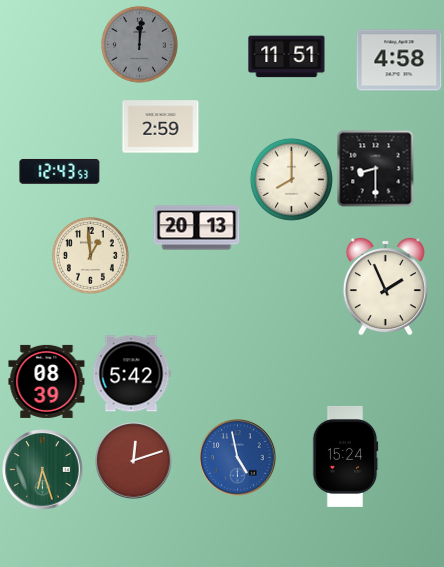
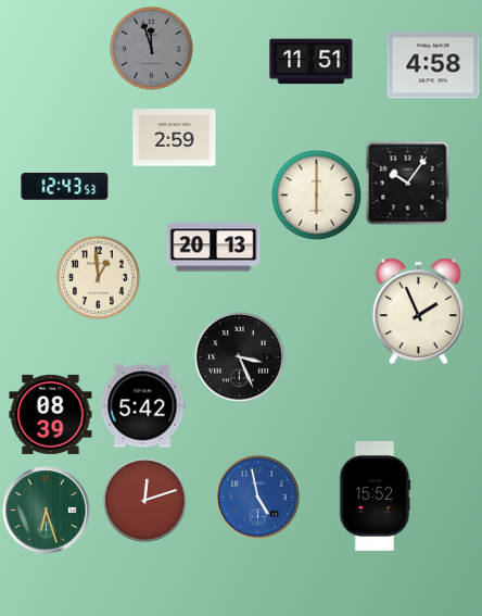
clock at (140, 45): 12:01 -> 11:57
clock at (375, 168): 8:30 -> 10:06
clock at (291, 179): 8:00 -> 6:00
clock at (240, 357): none -> 3:26
clock at (345, 456): 15:24 -> 15:52
